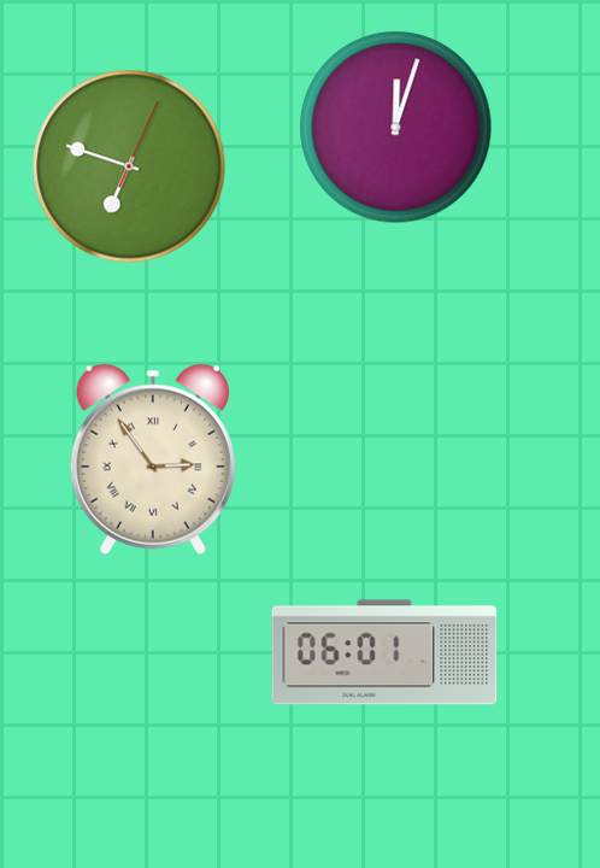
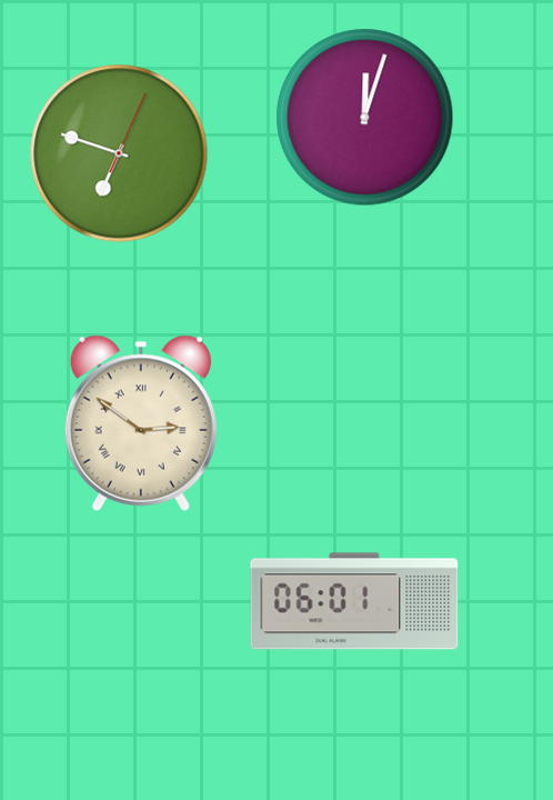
clock at (153, 459): 2:54 -> 2:51
